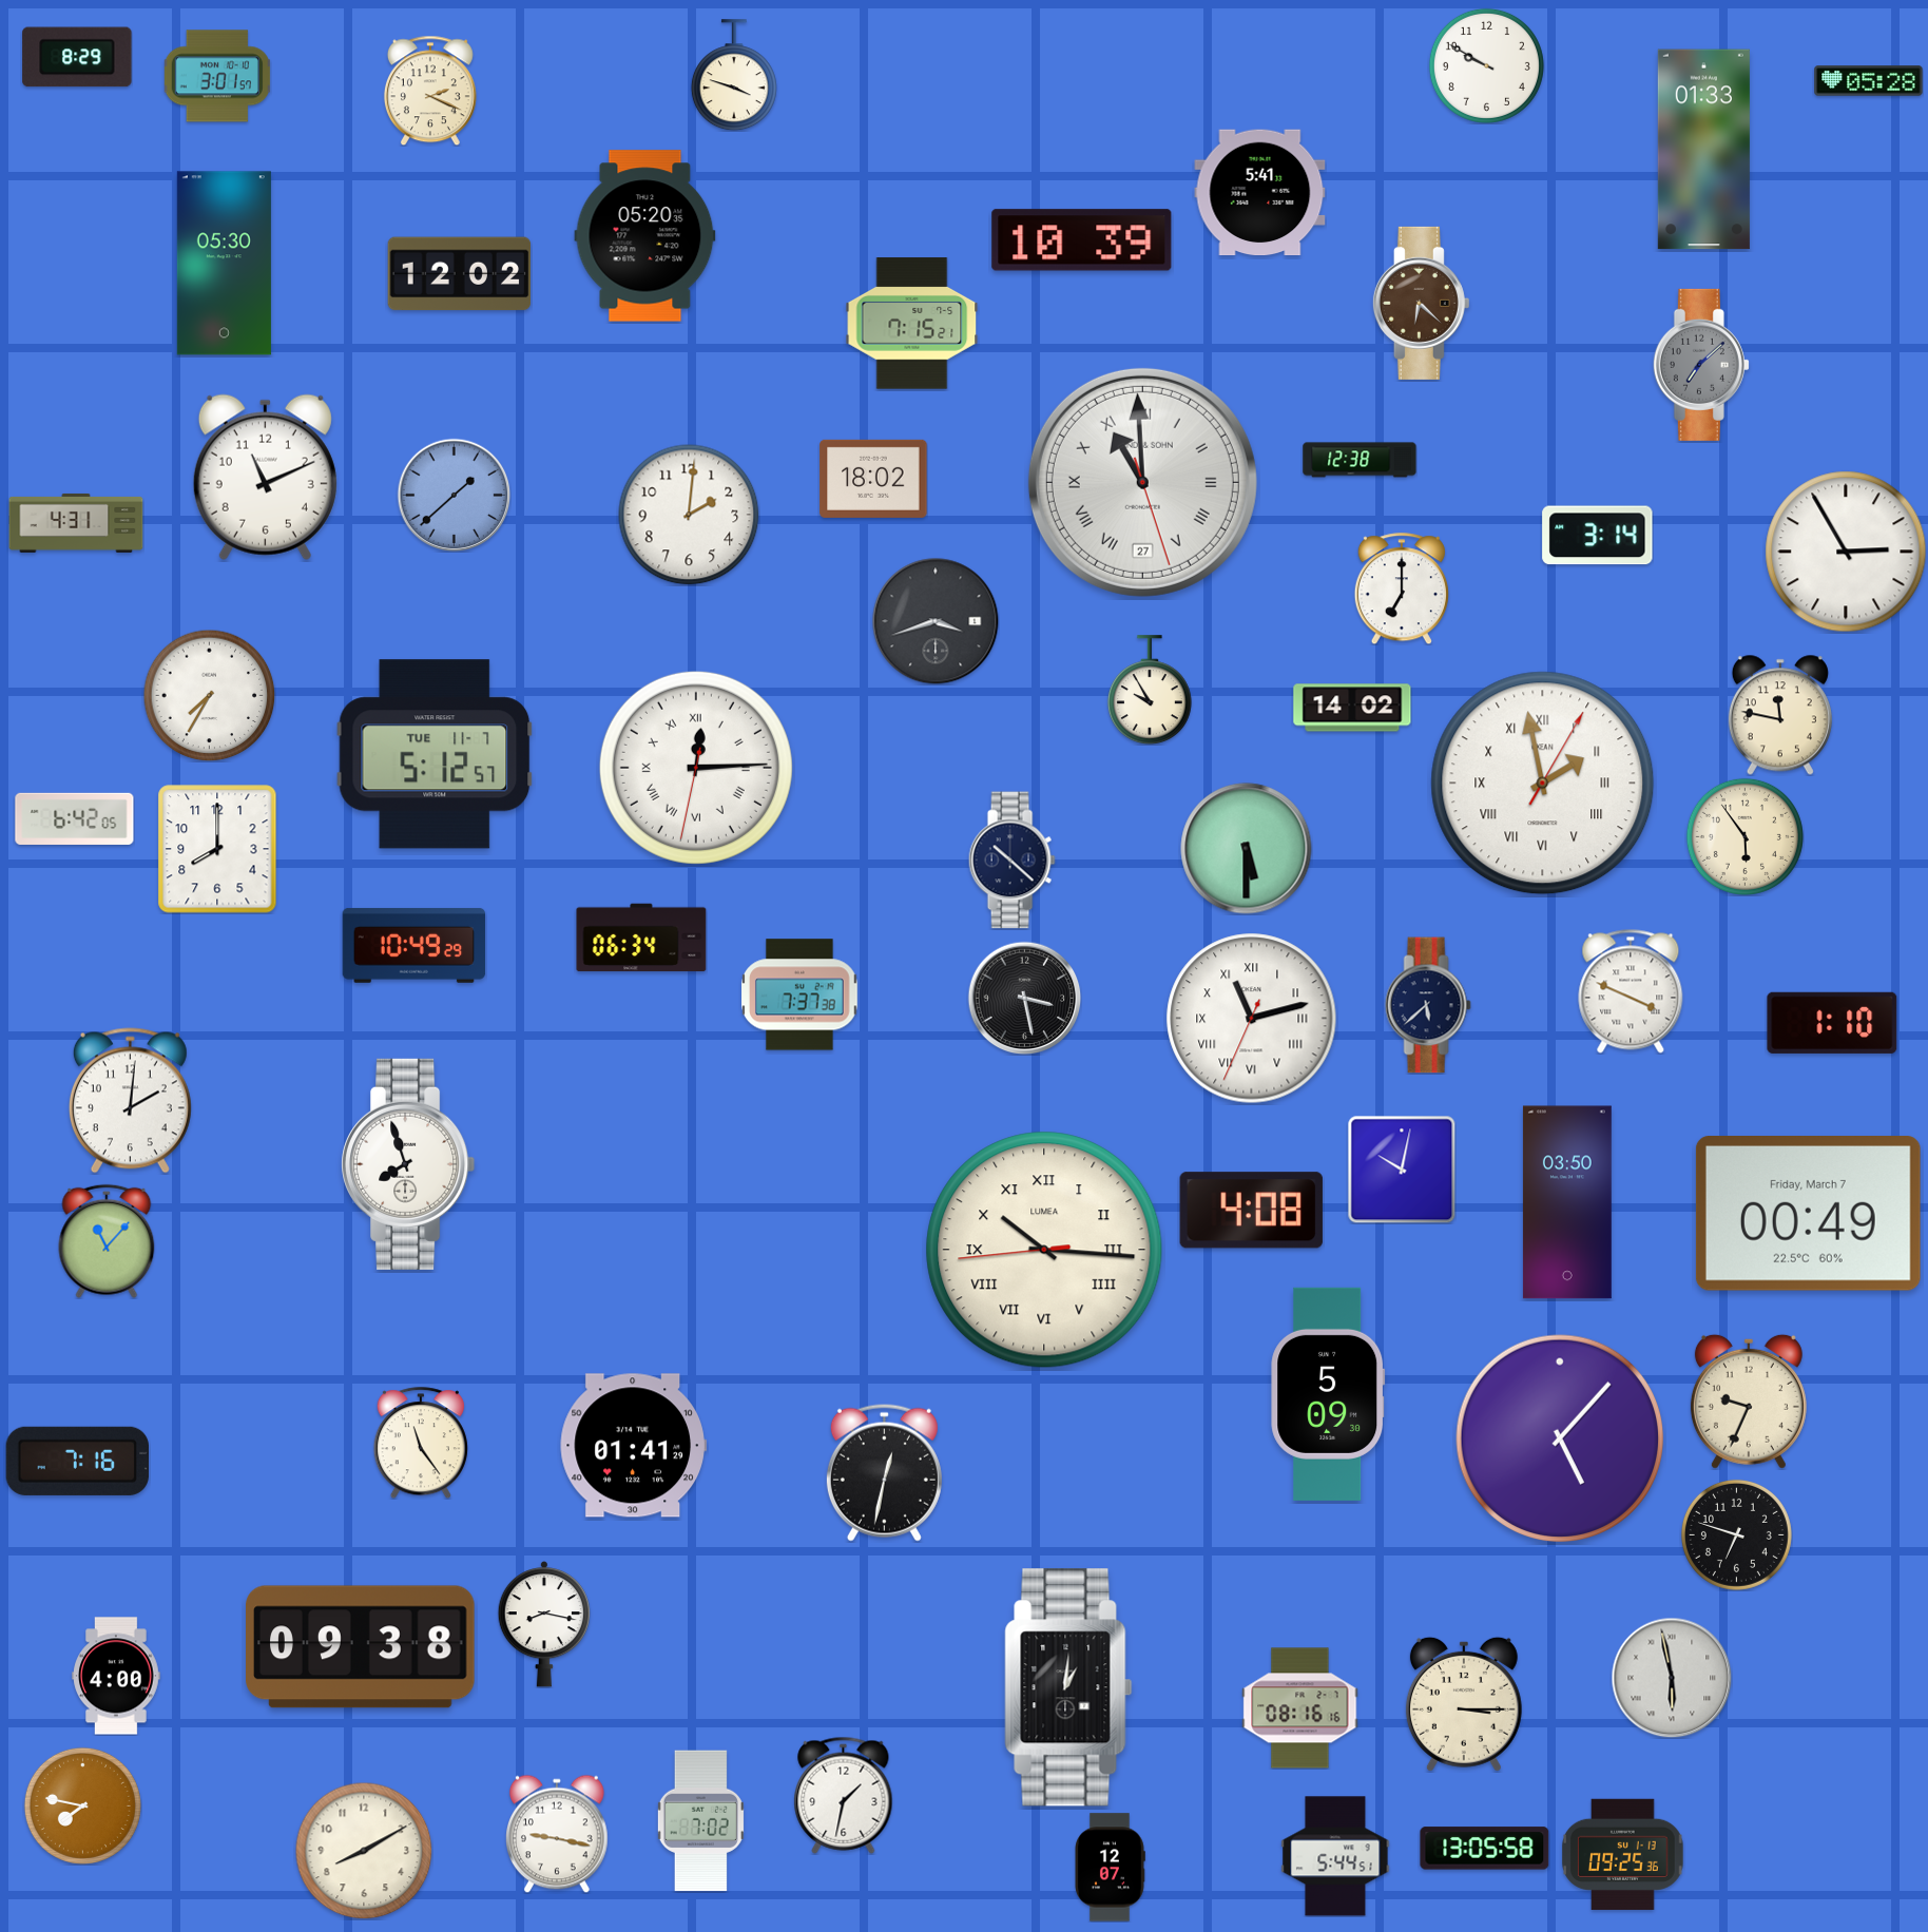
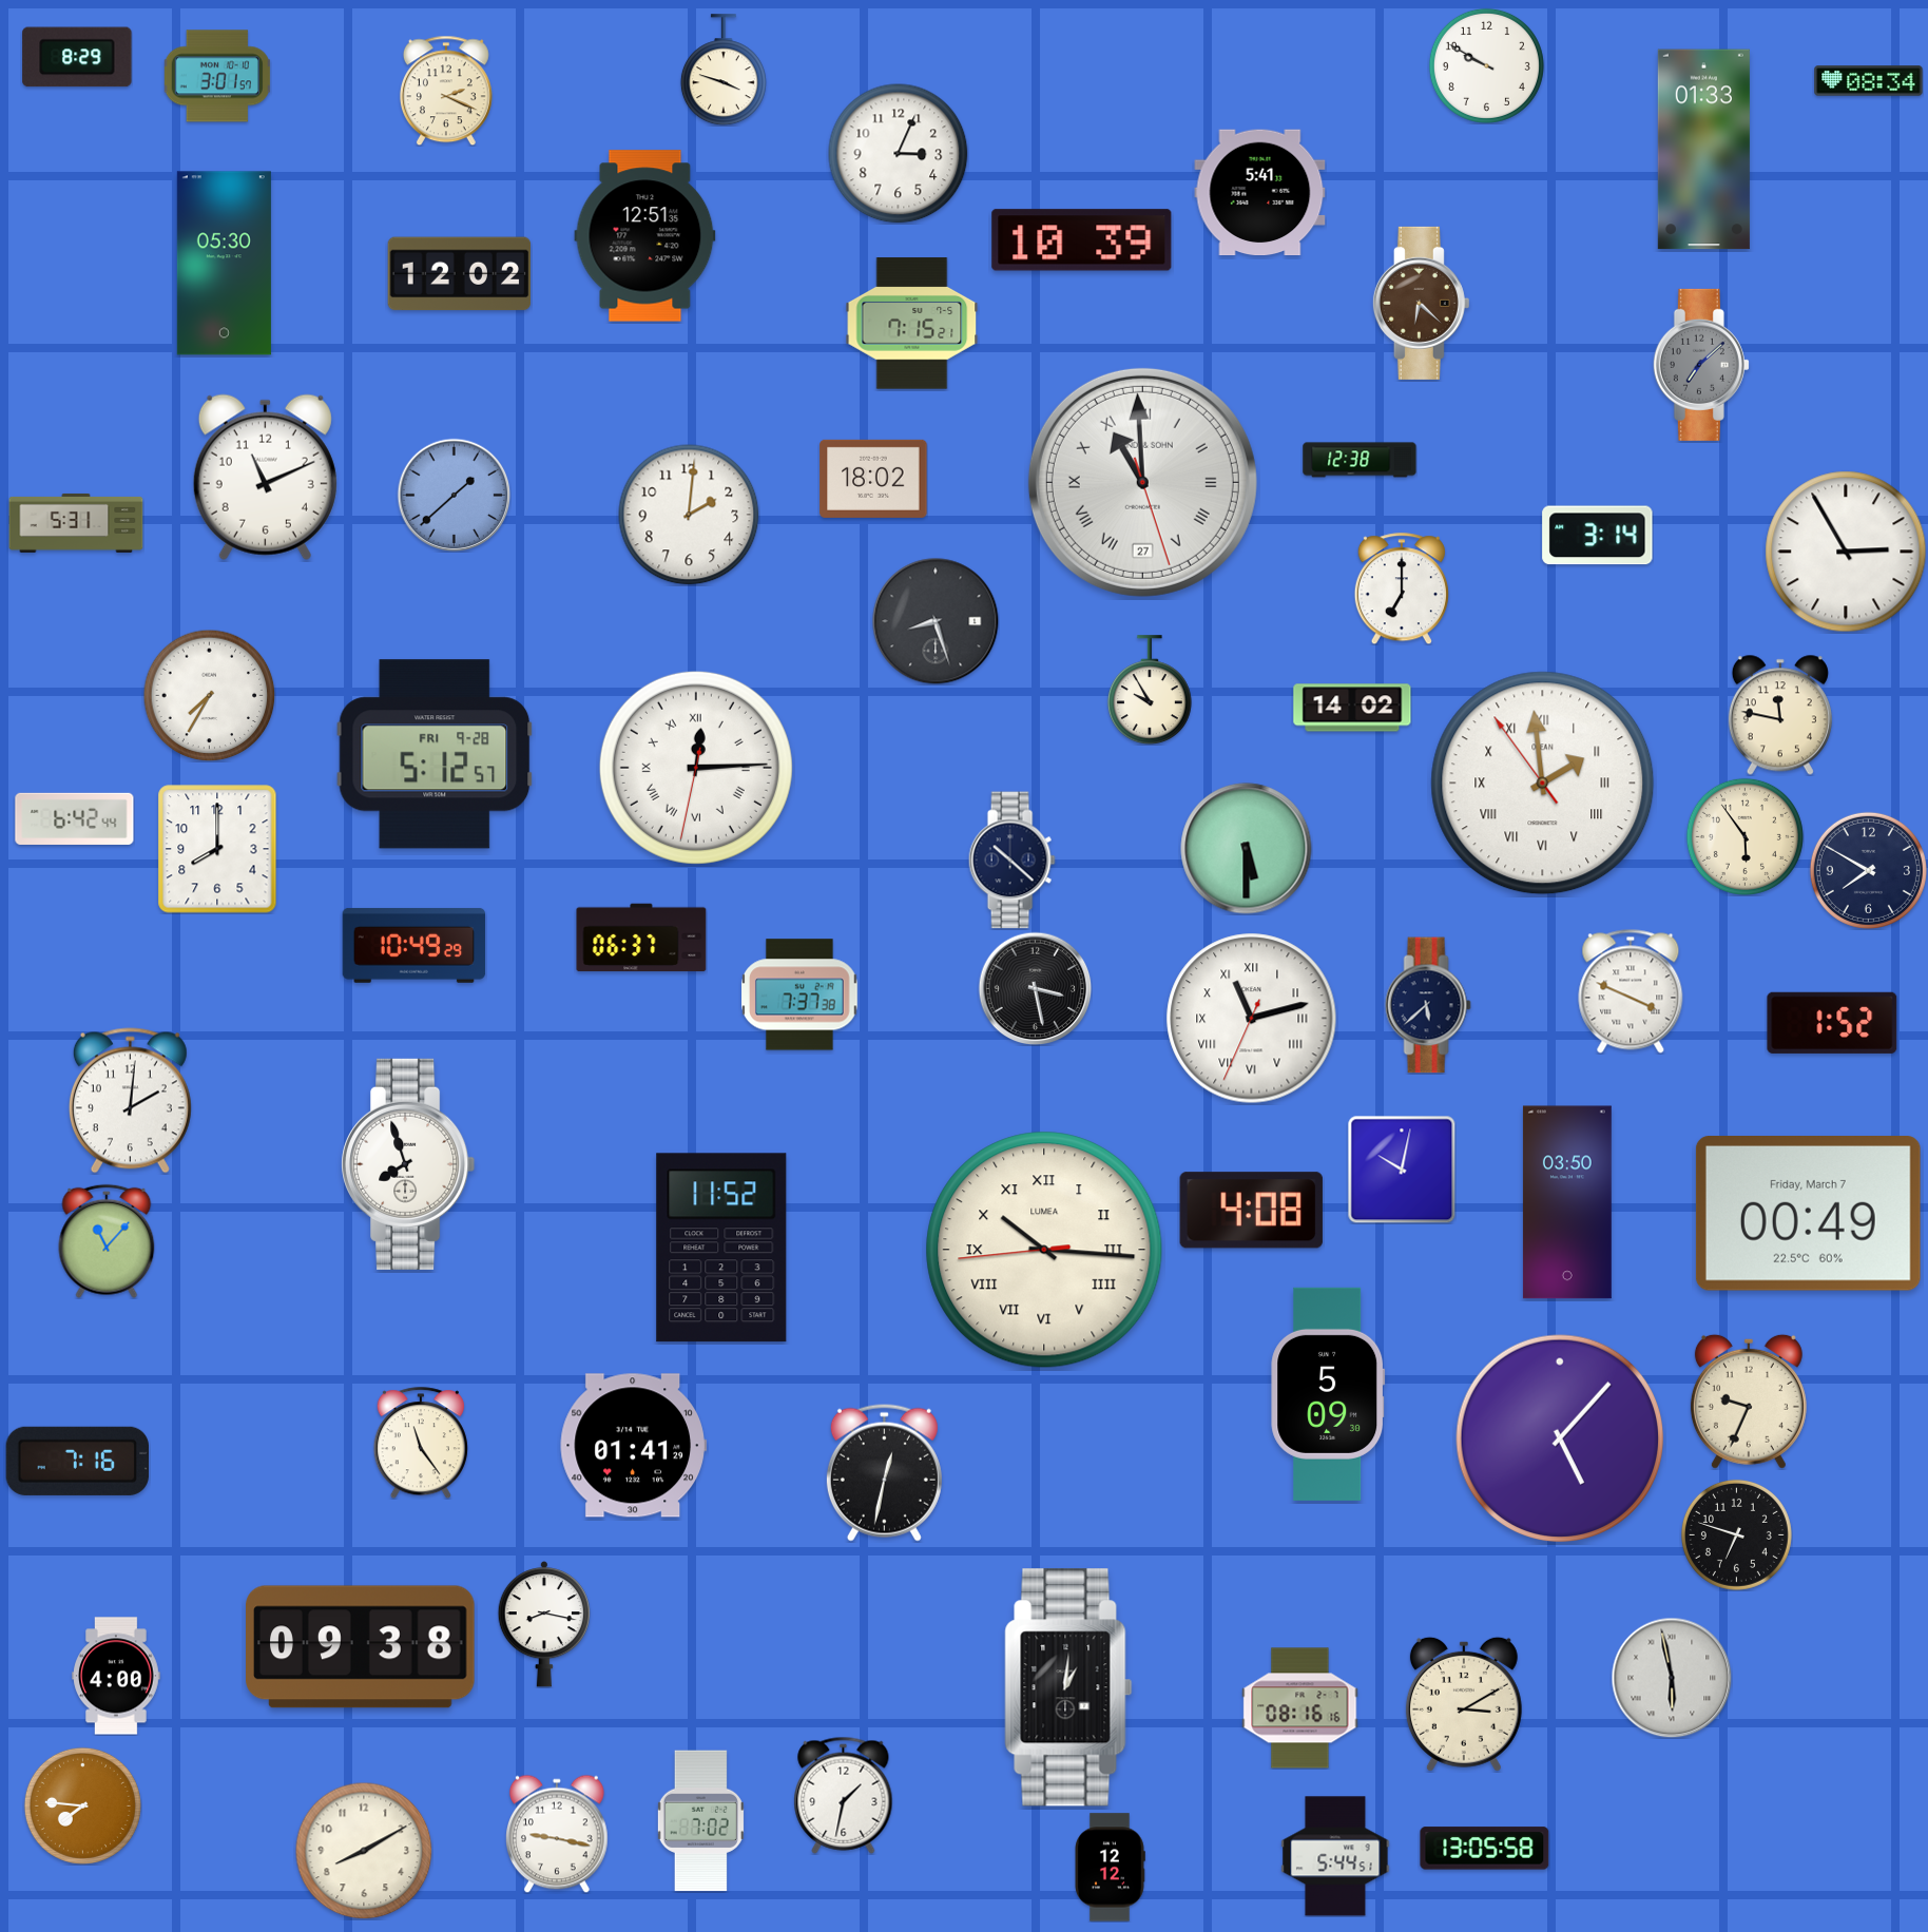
clock at (734, 75) position: (734, 75) -> (724, 70)
clock at (1869, 81): 05:28 -> 08:34
clock at (430, 91) position: (430, 91) -> (446, 91)
clock at (899, 154): none -> 3:04
clock at (645, 236): 05:20 -> 12:51
clock at (76, 523): 4:31 -> 5:31
clock at (936, 621): 3:42 -> 8:27
clock at (435, 754) date: TUE 11-7 -> FRI 9-28
clock at (1543, 784): 1:58:05 -> 1:58:54
clock at (75, 818): 6:42:05 -> 6:42:44
clock at (1868, 870): none -> 7:50
clock at (641, 938): 06:34 -> 06:37
clock at (1024, 998) position: (1024, 998) -> (1035, 988)
clock at (1832, 1023): 1:10 -> 1:52
clock at (721, 1248): none -> 11:52
clock at (1464, 1704): 3:15 -> 3:10
clock at (82, 1805): 7:47 -> 7:46
clock at (1623, 1854): 09:25 -> none
clock at (1110, 1868): 12:07 -> 12:12
